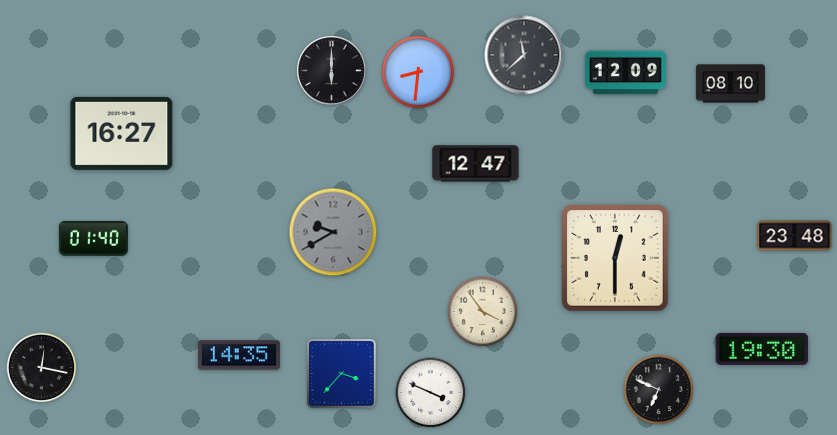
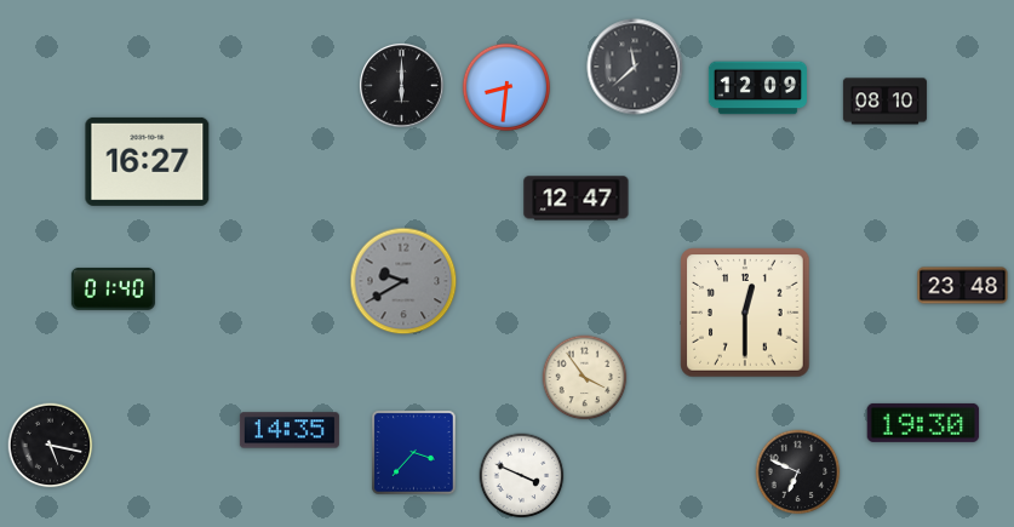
clock at (42, 368): 12:17 -> 5:17
